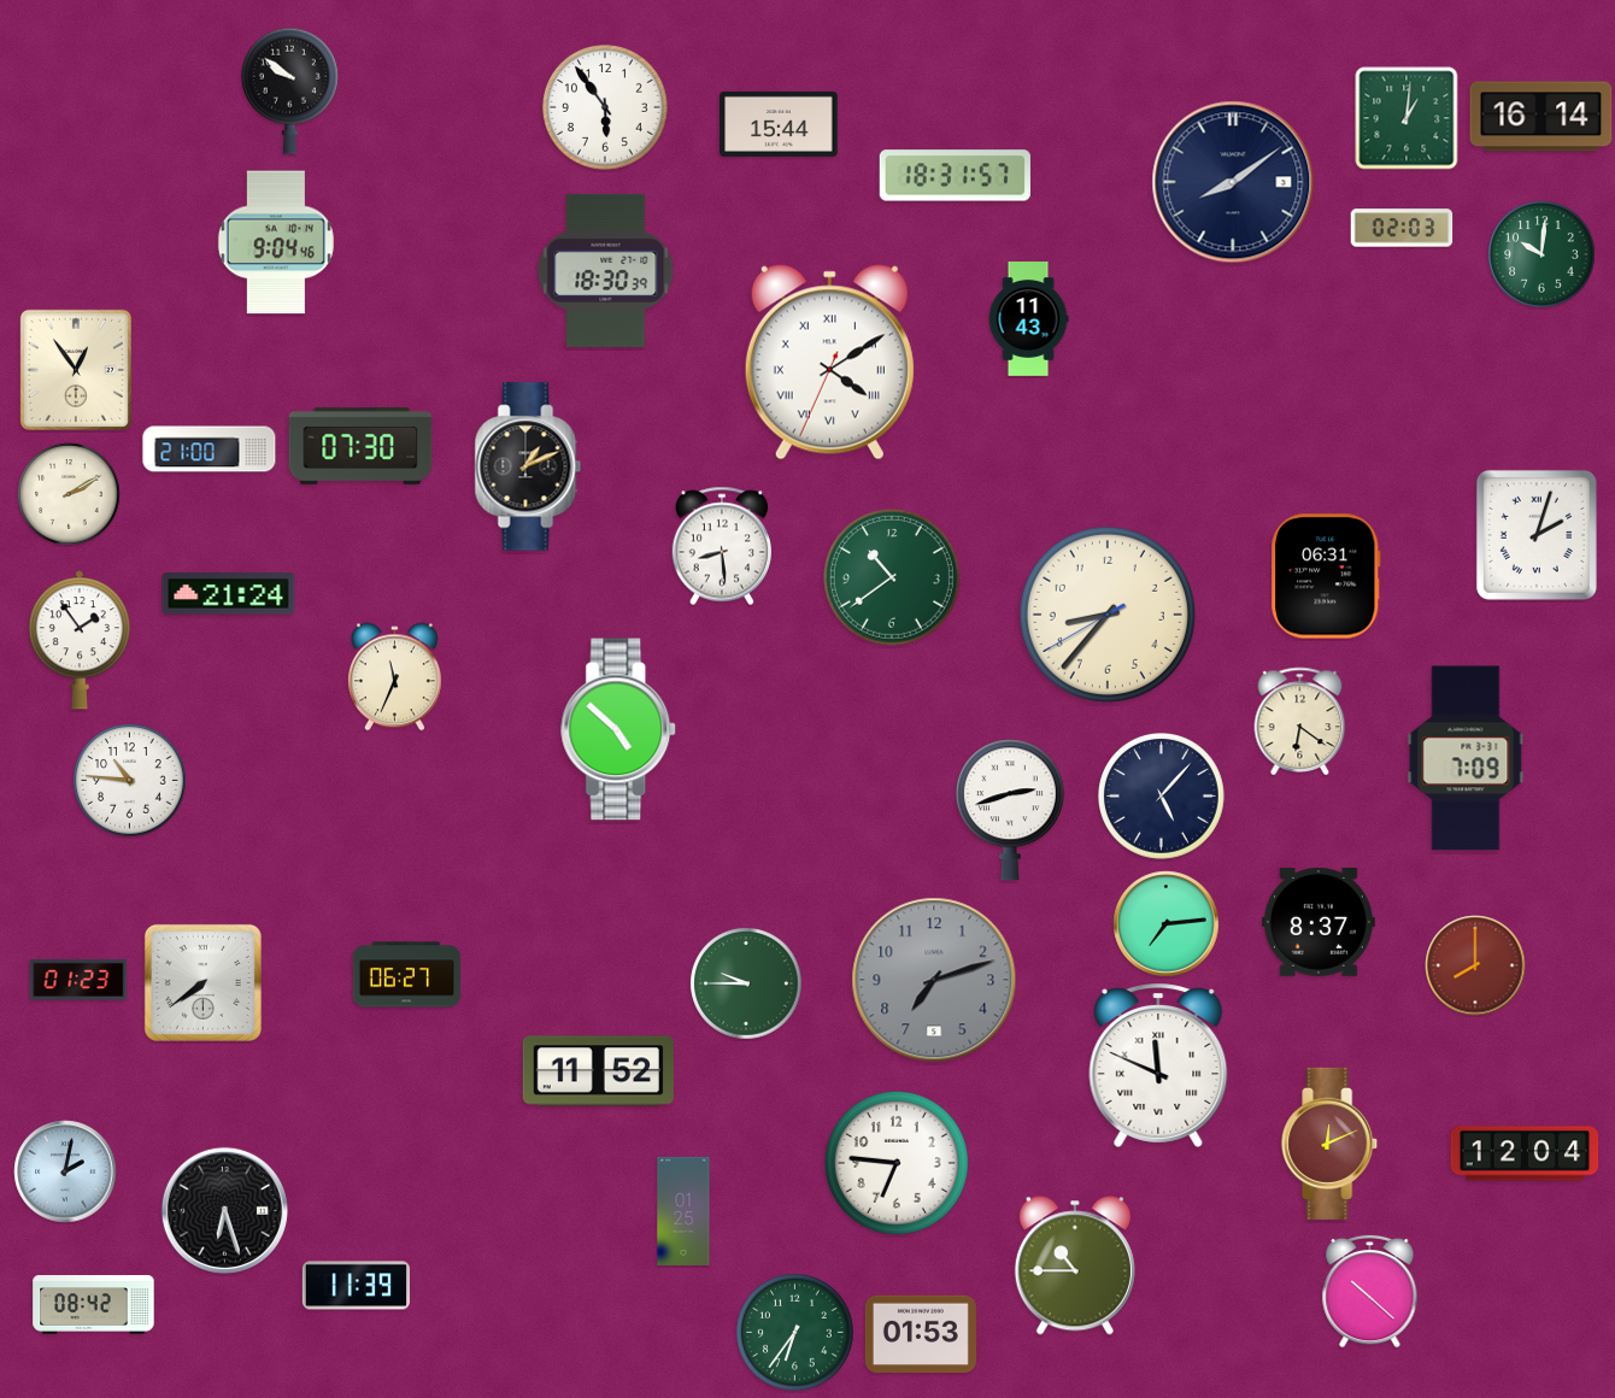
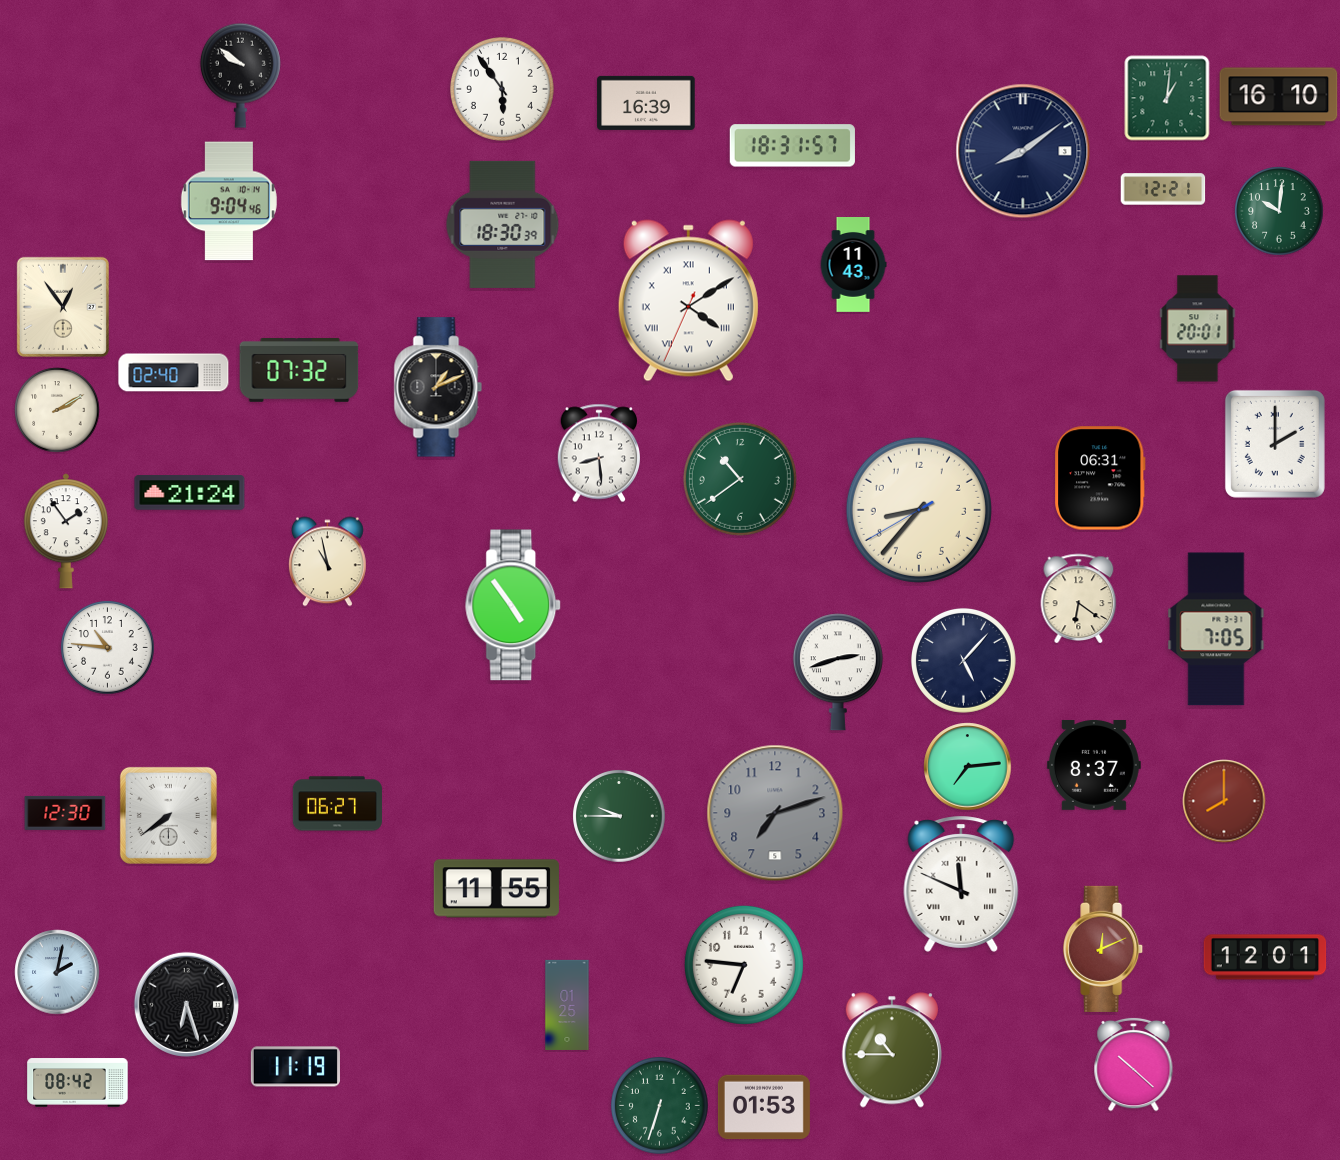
clock at (1541, 117): 16:14 -> 16:10
clock at (779, 124): 15:44 -> 16:39
clock at (1402, 228): 02:03 -> 12:21
clock at (1198, 329): none -> 20:01
clock at (360, 447): 07:30 -> 07:32
clock at (210, 450): 21:00 -> 02:40
clock at (1537, 535): 2:03 -> 2:00
clock at (394, 677): 11:34 -> 10:58
clock at (619, 729): 4:52 -> 4:54
clock at (1466, 758): 7:09 -> 7:05
clock at (406, 975) position: (406, 975) -> (337, 804)
clock at (78, 980): 01:23 -> 12:30
clock at (598, 1071): 11:52 -> 11:55
clock at (1525, 1153): 12:04 -> 12:01
clock at (65, 1171) position: (65, 1171) -> (57, 972)
clock at (356, 1286): 11:39 -> 11:19
clock at (1370, 1291) position: (1370, 1291) -> (1134, 1064)
clock at (795, 1333): 6:36 -> 6:33
